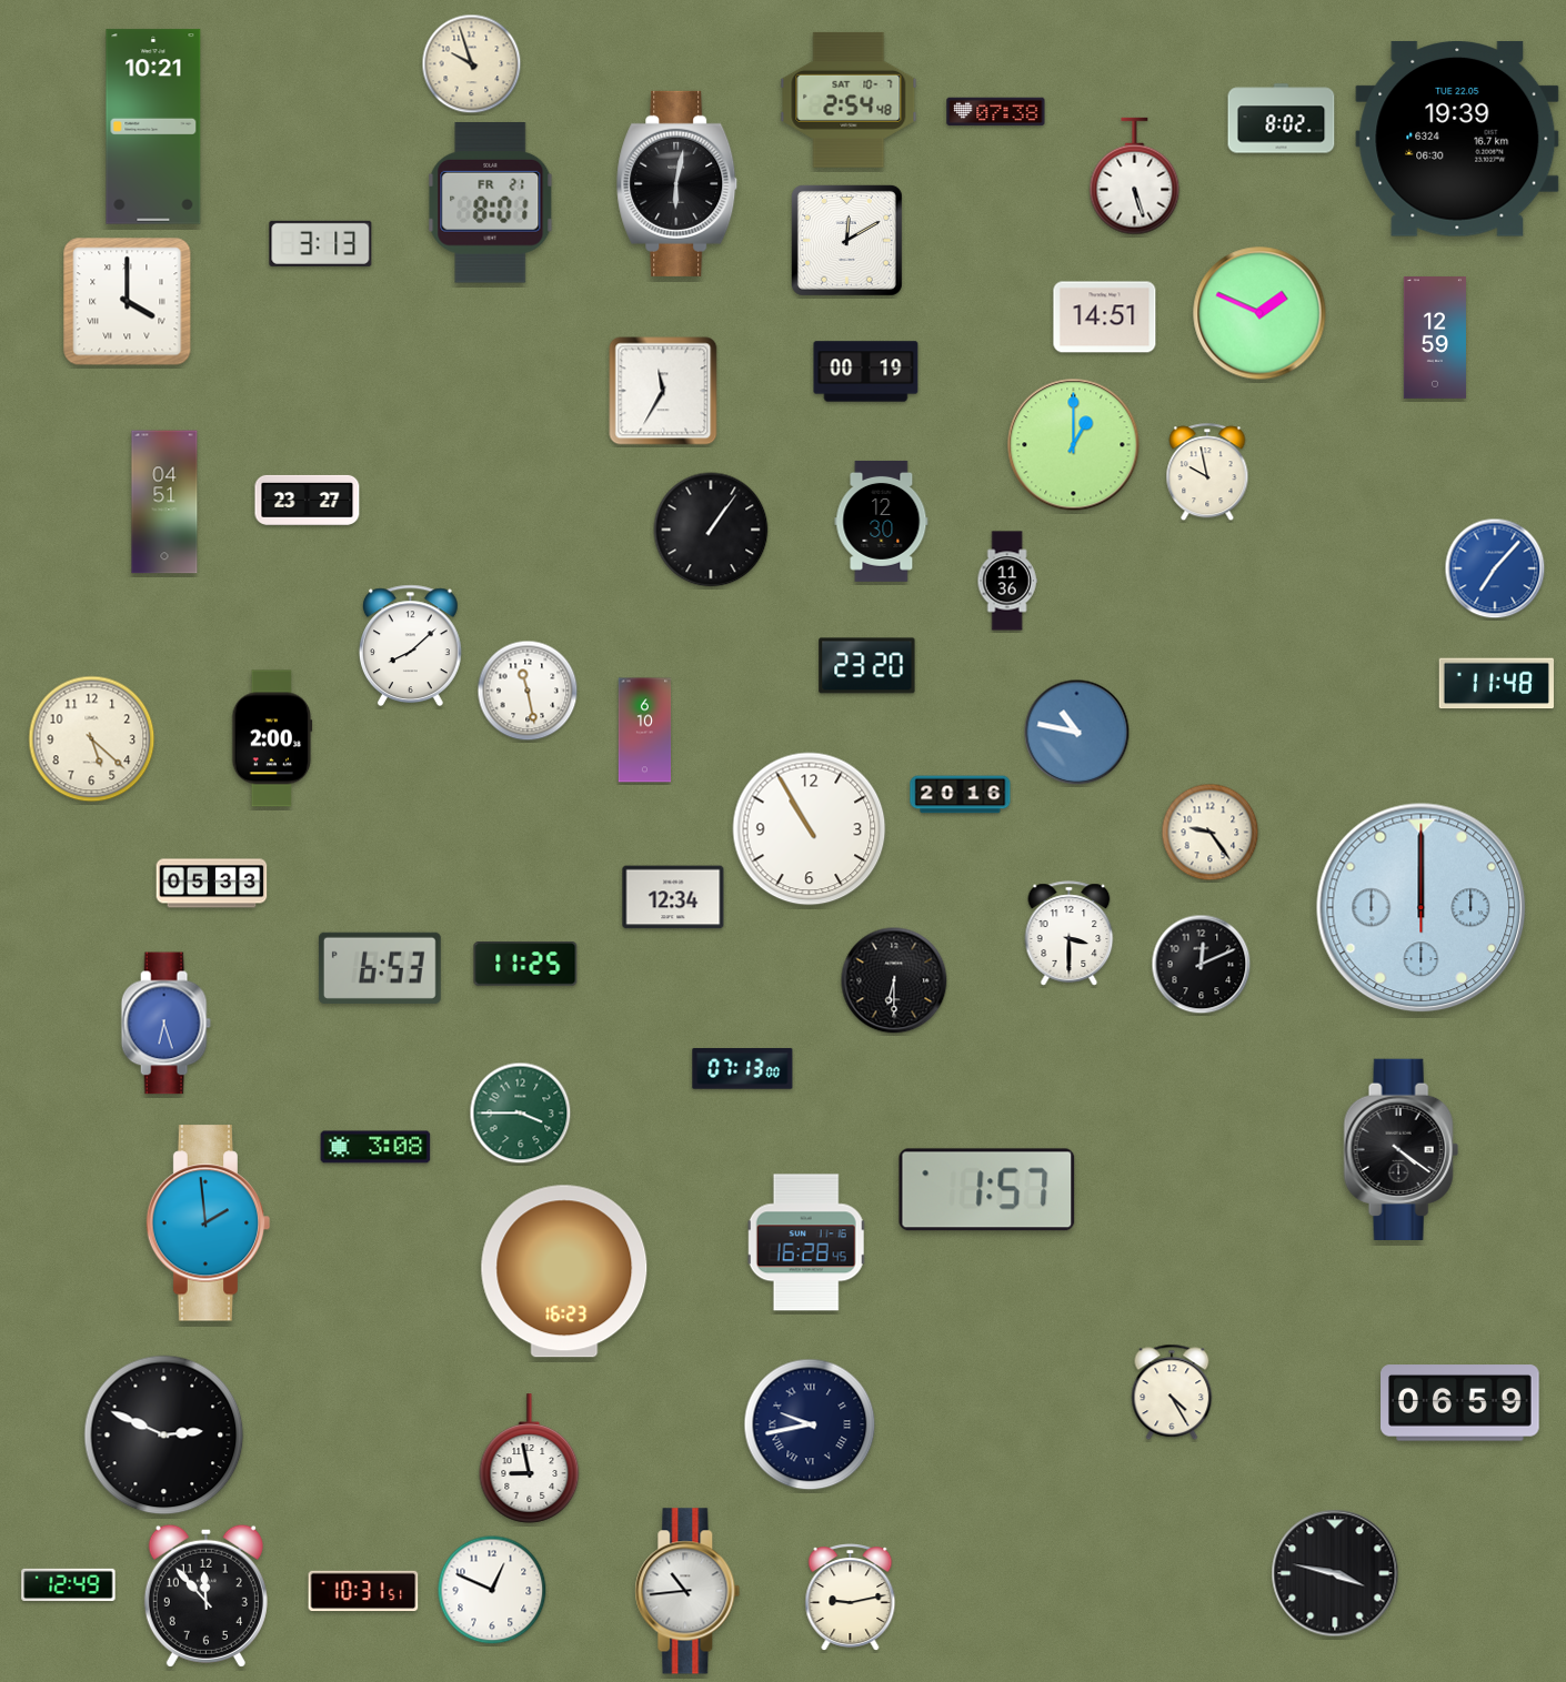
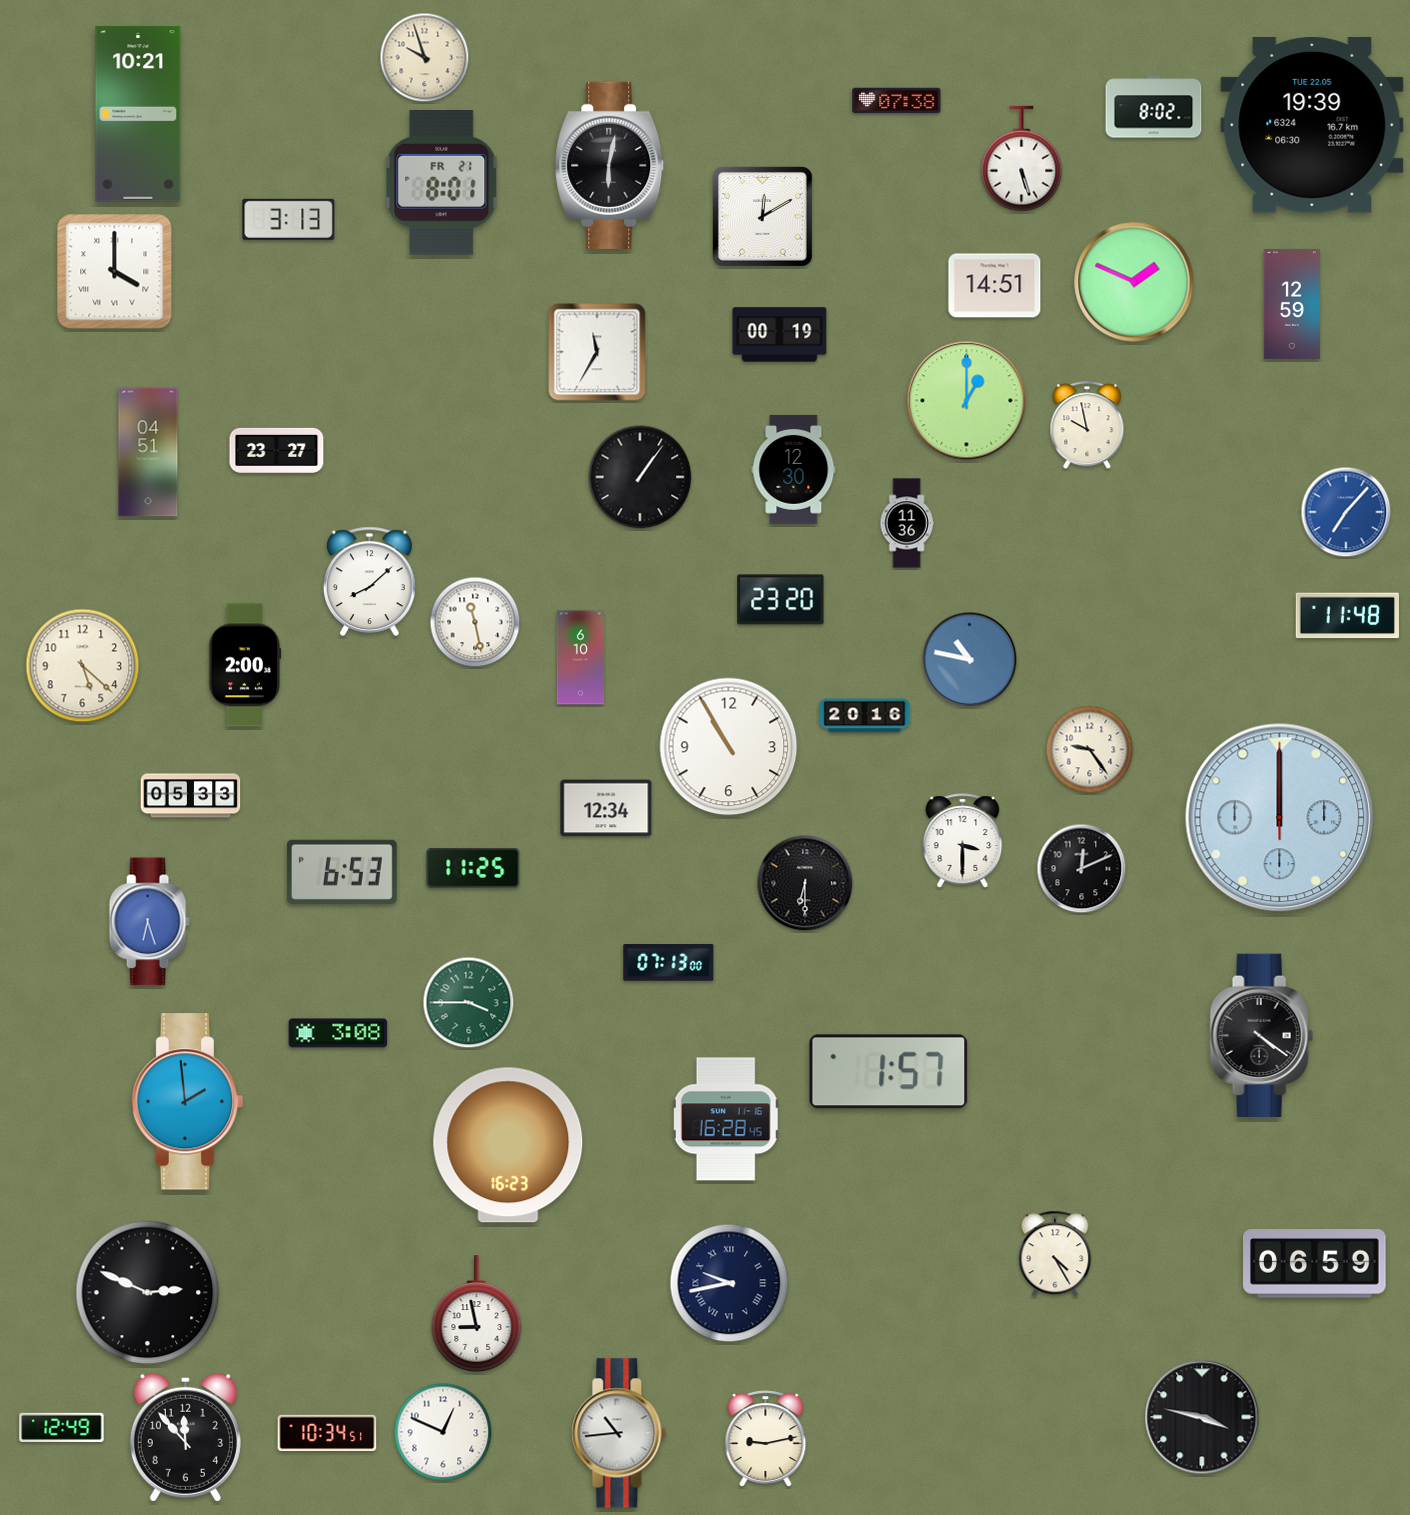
clock at (849, 100): 2:54 -> none
clock at (363, 1591): 10:31 -> 10:34
